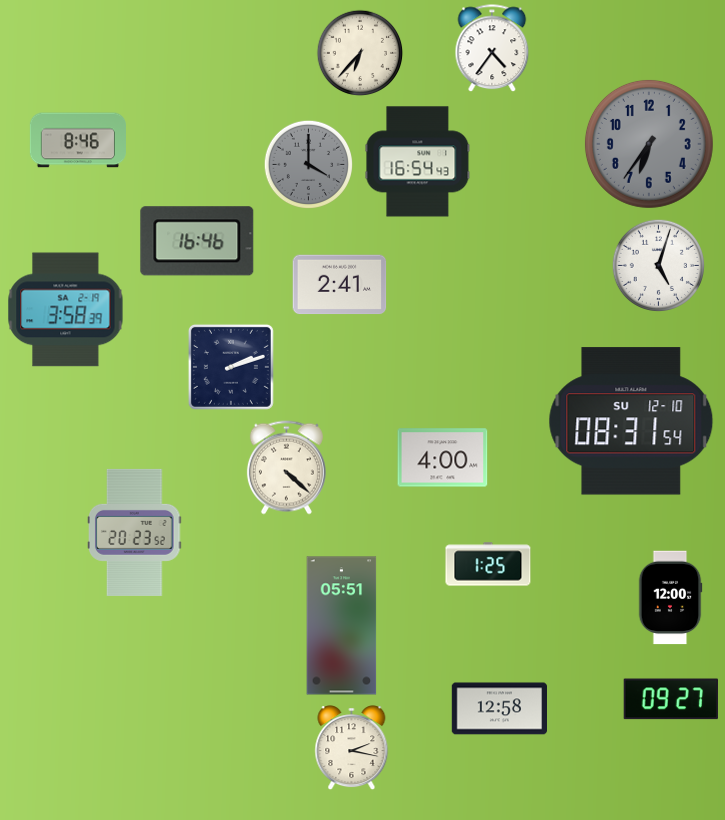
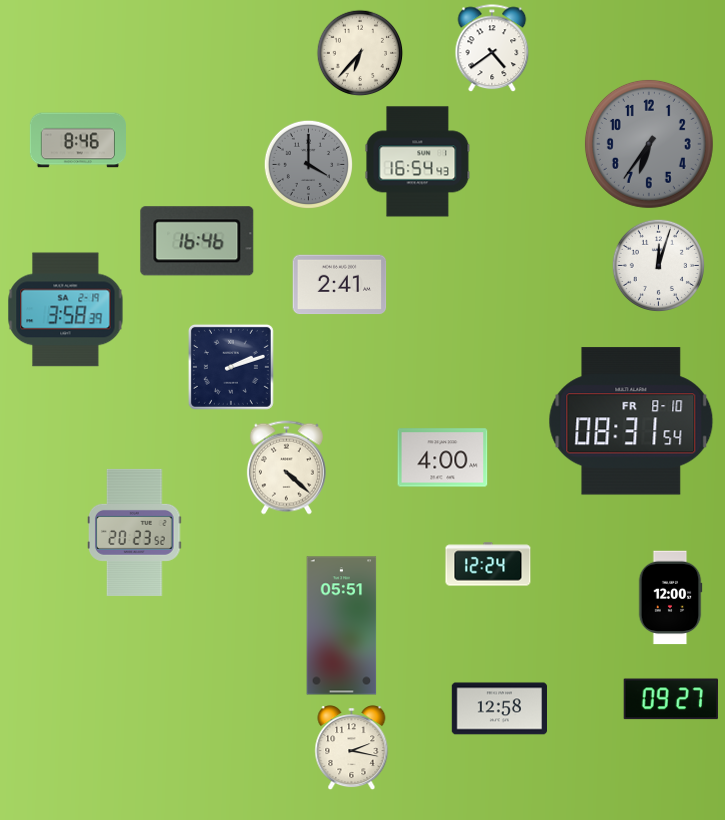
clock at (492, 49): 4:36 -> 4:39
clock at (658, 265): 5:03 -> 12:03
clock at (631, 421) date: SU 12-10 -> FR 8-10
clock at (488, 564): 1:25 -> 12:24
